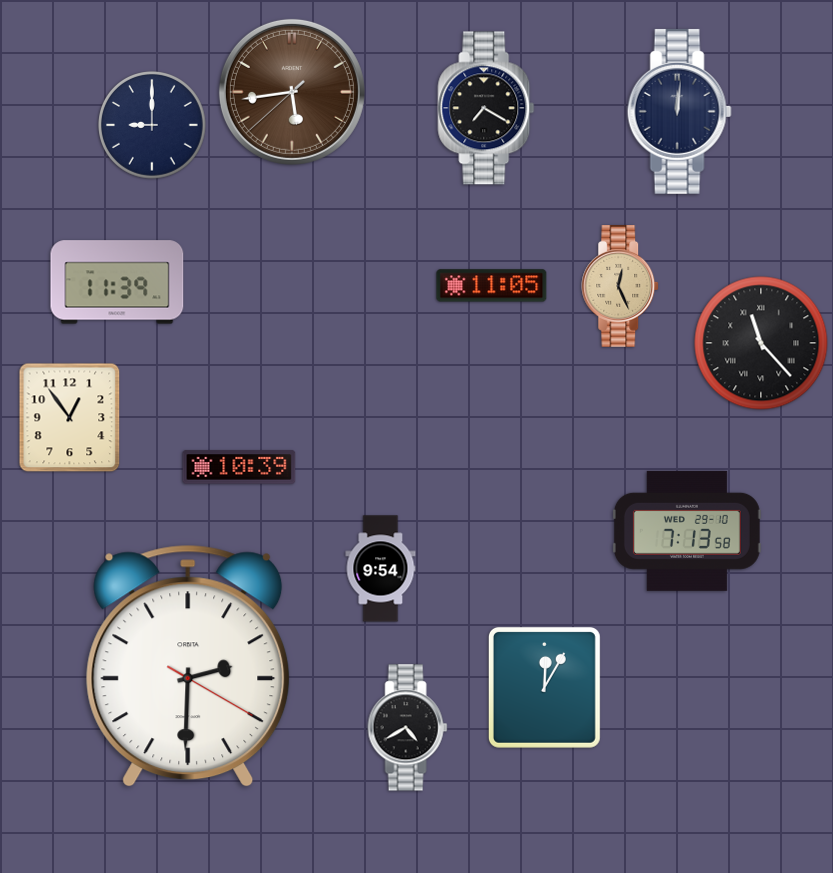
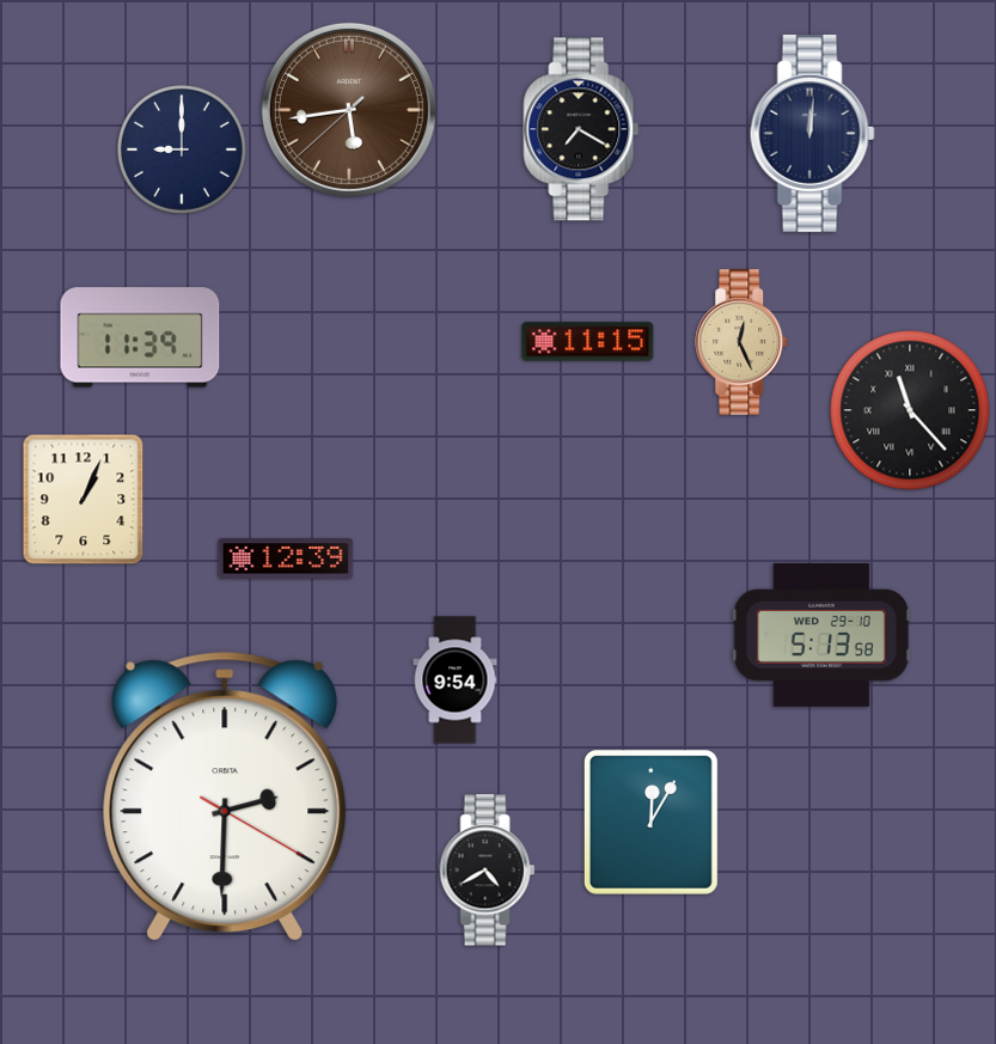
clock at (492, 286): 11:05 -> 11:15
clock at (70, 418): 12:54 -> 1:04
clock at (239, 467): 10:39 -> 12:39
clock at (687, 531): 7:13 -> 5:13
